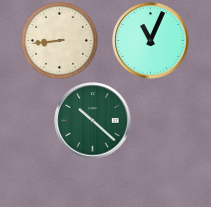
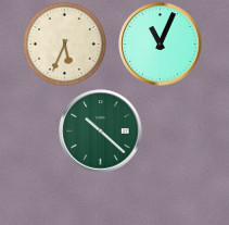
clock at (59, 40): 8:44 -> 5:34
clock at (151, 41) position: (151, 41) -> (161, 45)
